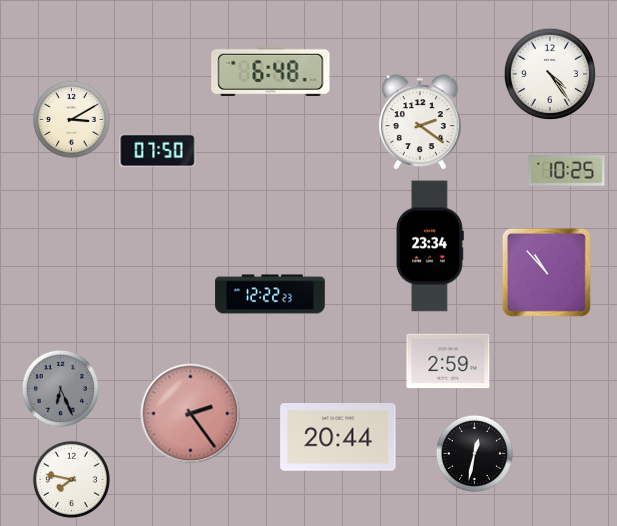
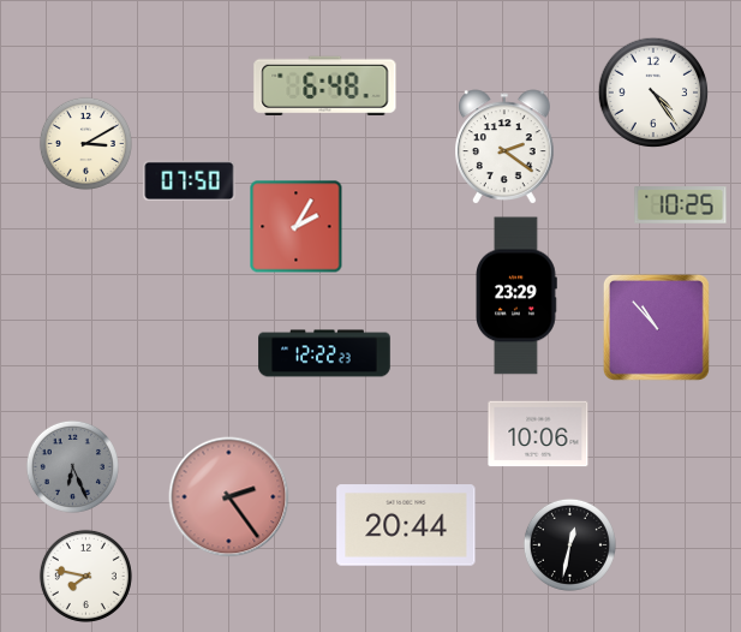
clock at (550, 74) position: (550, 74) -> (653, 93)
clock at (295, 226): none -> 2:05
clock at (430, 246): 23:34 -> 23:29
clock at (448, 361): 2:59 -> 10:06
